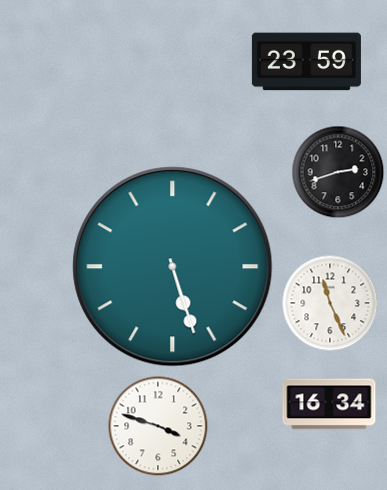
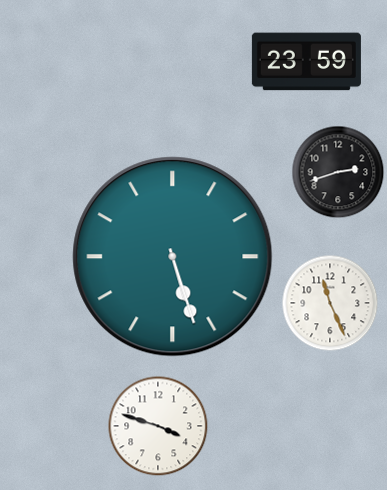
clock at (173, 267) position: (173, 267) -> (173, 257)
clock at (329, 404): 16:34 -> none
